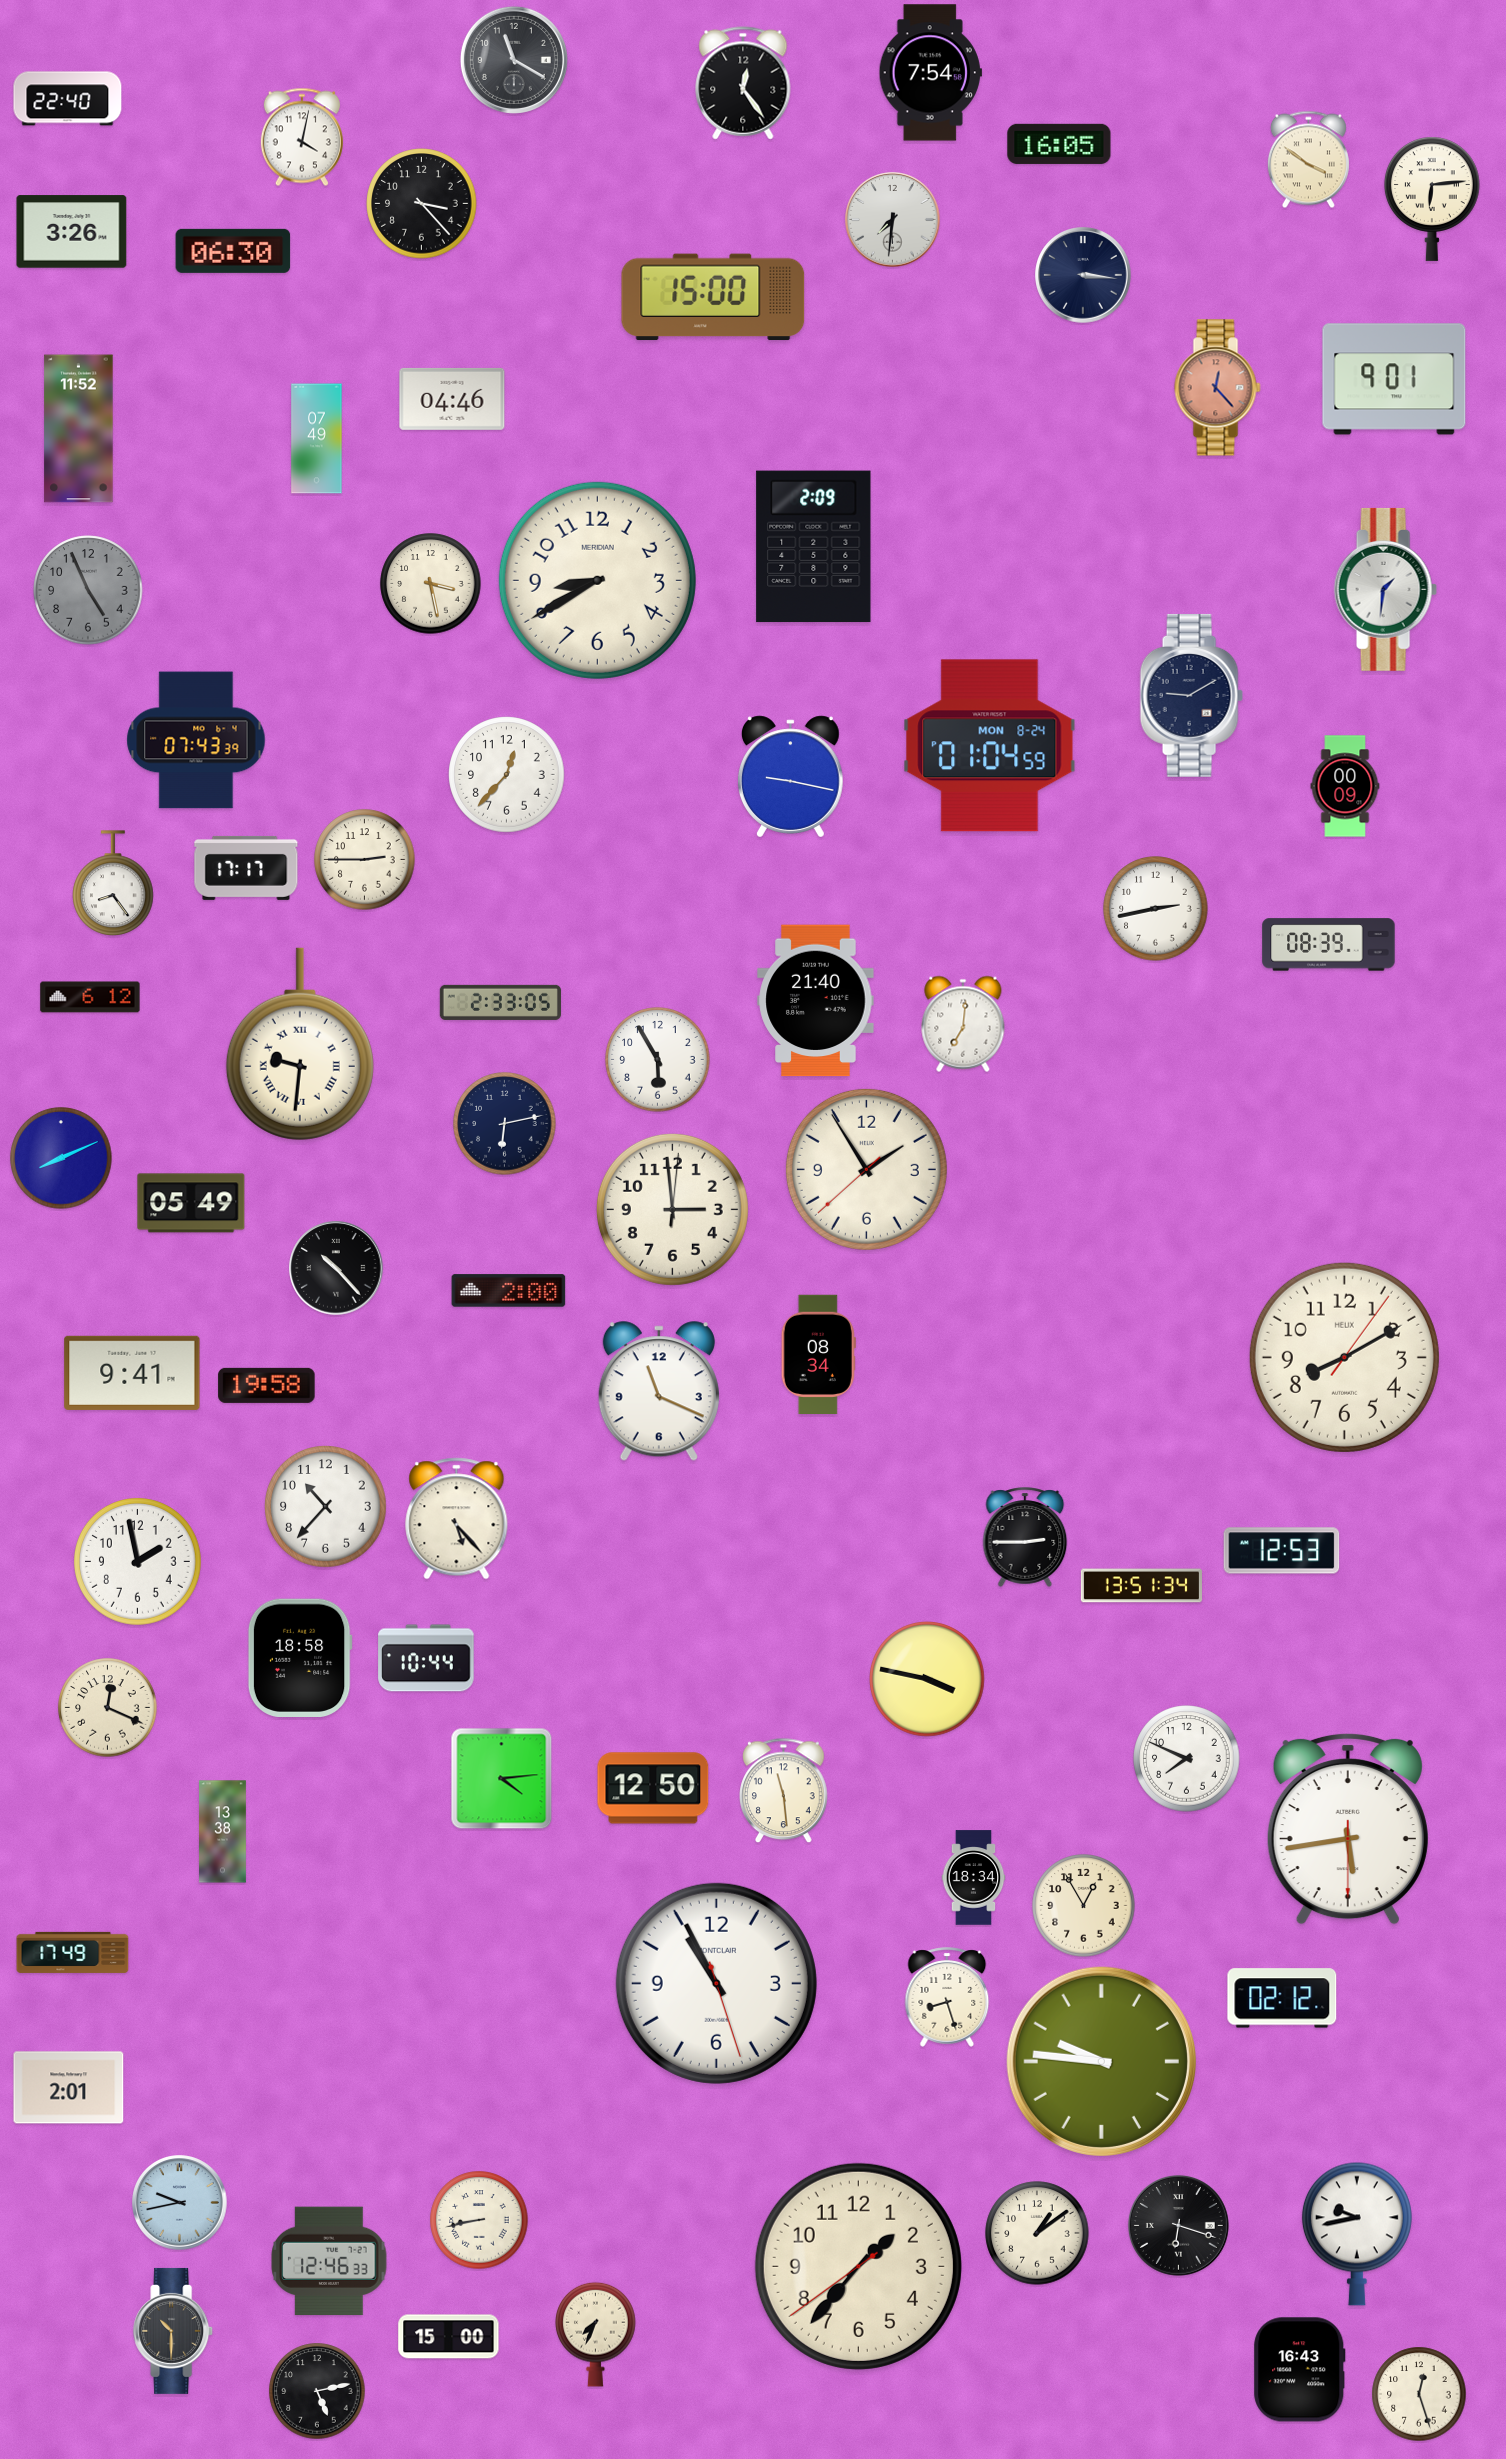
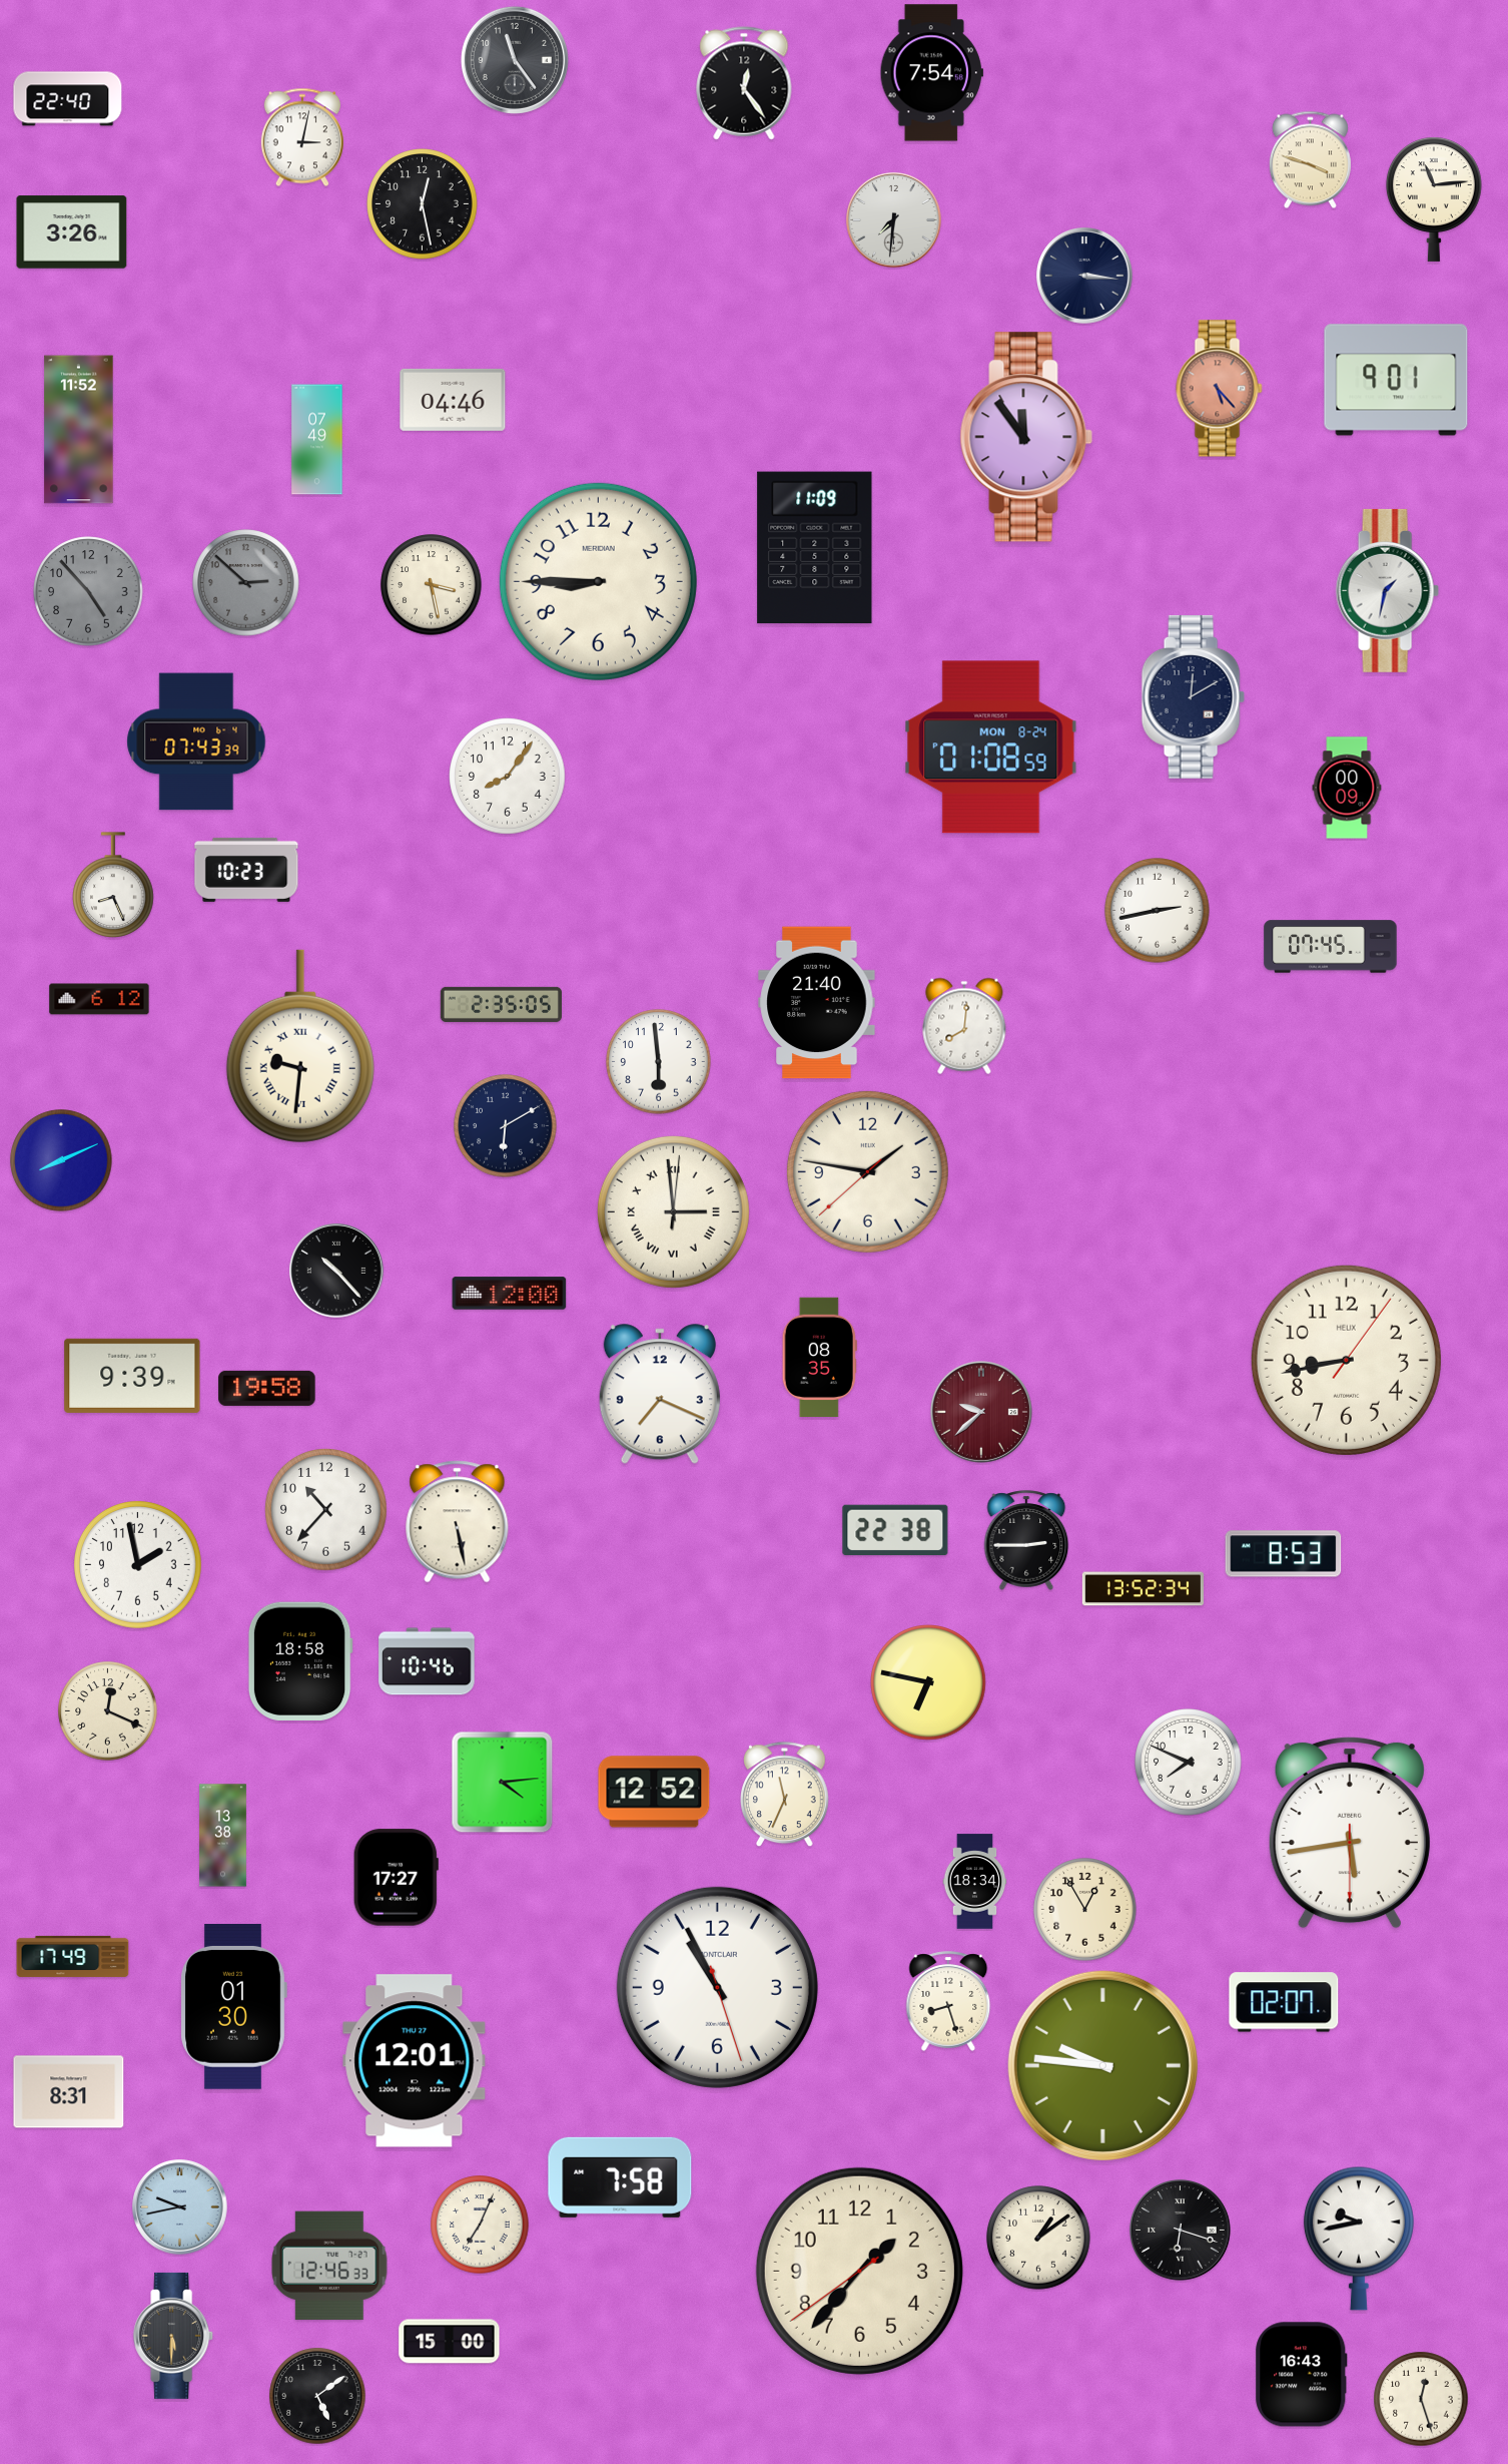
clock at (514, 60): 11:20 -> 11:24
clock at (302, 137): 4:02 -> 3:02
clock at (1059, 144): 16:05 -> none
clock at (1308, 160): 3:51 -> 3:48
clock at (1432, 199): 6:14 -> 11:14
clock at (422, 204): 3:23 -> 12:28
clock at (233, 251): 06:30 -> none
clock at (713, 297): 15:00 -> none
clock at (1218, 388): 12:23 -> 5:23
clock at (1026, 437): none -> 11:54
clock at (814, 547): 2:09 -> 11:09
clock at (597, 580): 8:40 -> 8:45
clock at (246, 583): none -> 2:52
clock at (1385, 589): 1:31 -> 1:32
clock at (88, 590): 4:56 -> 4:53
clock at (1191, 695): 9:10 -> 12:10
clock at (990, 746): 01:04 -> 01:08
clock at (507, 775): 12:37 -> 8:06
clock at (790, 777): 9:17 -> none
clock at (365, 860): 2:45 -> none
clock at (246, 868): 17:17 -> 10:23
clock at (113, 883): 8:24 -> 8:26
clock at (1329, 945): 08:39 -> 07:45
clock at (90, 997) position: (90, 997) -> (99, 999)
clock at (500, 1002): 2:33 -> 2:35
clock at (963, 1024): 7:01 -> 8:01
clock at (658, 1060): 5:55 -> 5:59
clock at (505, 1124): 6:13 -> 6:10
clock at (866, 1169): 1:54 -> 1:46
clock at (191, 1203): 05:49 -> none
clock at (672, 1209) numerals: Arabic -> Roman
clock at (509, 1291): 2:00 -> 12:00
clock at (818, 1355): 08:34 -> 08:35
clock at (1344, 1357): 8:10 -> 8:43
clock at (132, 1373): 9:41 -> 9:39
clock at (659, 1392): 11:19 -> 7:19
clock at (981, 1412): none -> 9:38
clock at (457, 1519): 5:23 -> 5:28
clock at (895, 1530): none -> 22:38
clock at (1282, 1551): 12:53 -> 8:53
clock at (1141, 1586): 13:51 -> 13:52
clock at (426, 1658): 10:44 -> 10:46
clock at (927, 1679): 3:47 -> 6:47
clock at (653, 1788): 12:50 -> 12:52
clock at (784, 1791): 11:29 -> 11:34
clock at (396, 1878): none -> 17:27
clock at (1282, 1998): 02:12 -> 02:07
clock at (233, 2006): none -> 01:30
clock at (415, 2061): none -> 12:01
clock at (69, 2088): 2:01 -> 8:31
clock at (620, 2177): none -> 7:58
clock at (479, 2220): 8:43 -> 7:04
clock at (174, 2331): 10:30 -> 5:30
clock at (596, 2334): 7:34 -> none
clock at (317, 2391): 5:13 -> 5:09
